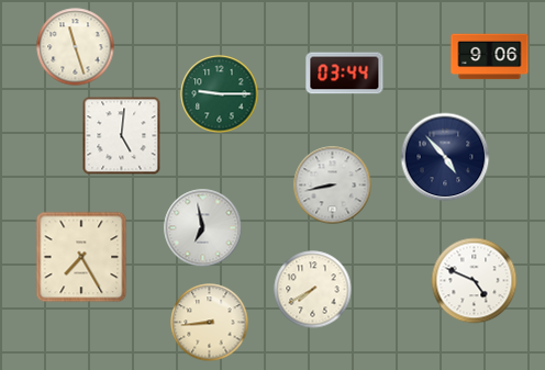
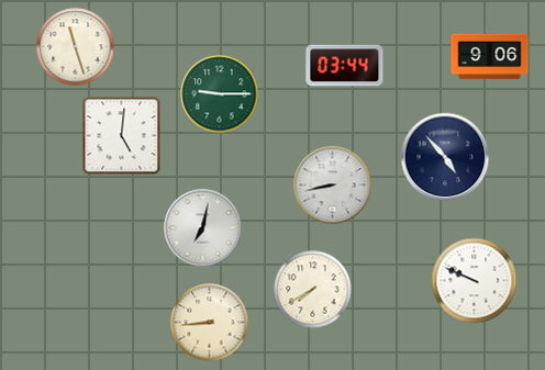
clock at (345, 74) position: (345, 74) -> (345, 66)
clock at (203, 228): 6:58 -> 7:02
clock at (81, 257): 7:25 -> none
clock at (475, 281): 4:49 -> 9:49
